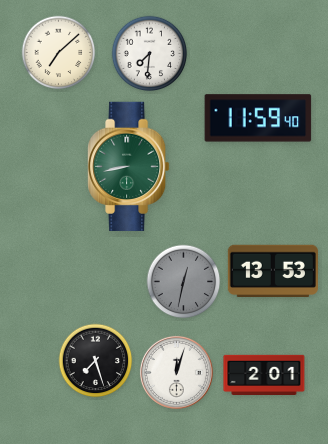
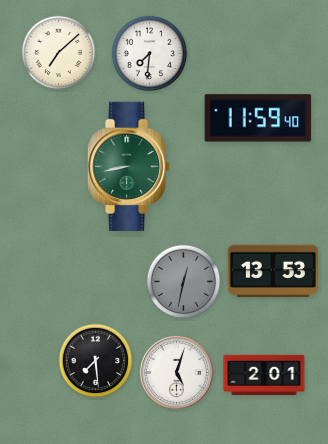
clock at (96, 361): 7:27 -> 7:29
clock at (176, 372): 12:03 -> 5:03
